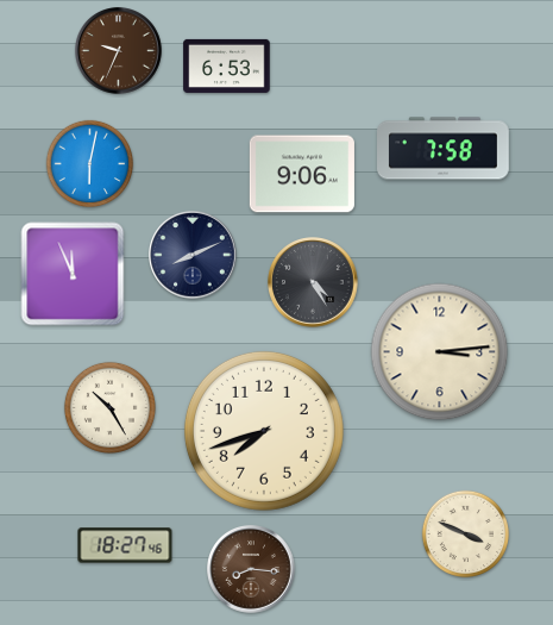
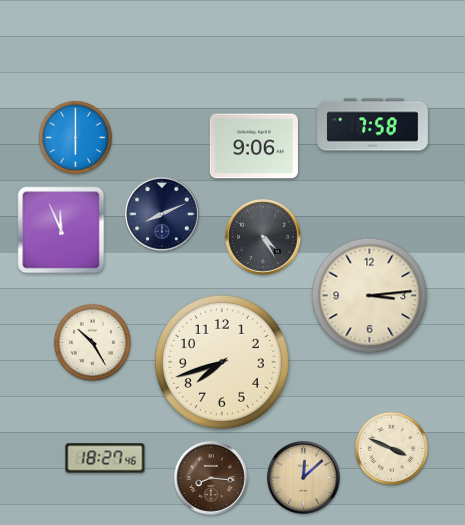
clock at (119, 51): 9:34 -> none
clock at (227, 65): 6:53 -> none
clock at (90, 164): 6:02 -> 6:00
clock at (304, 478): none -> 12:08
